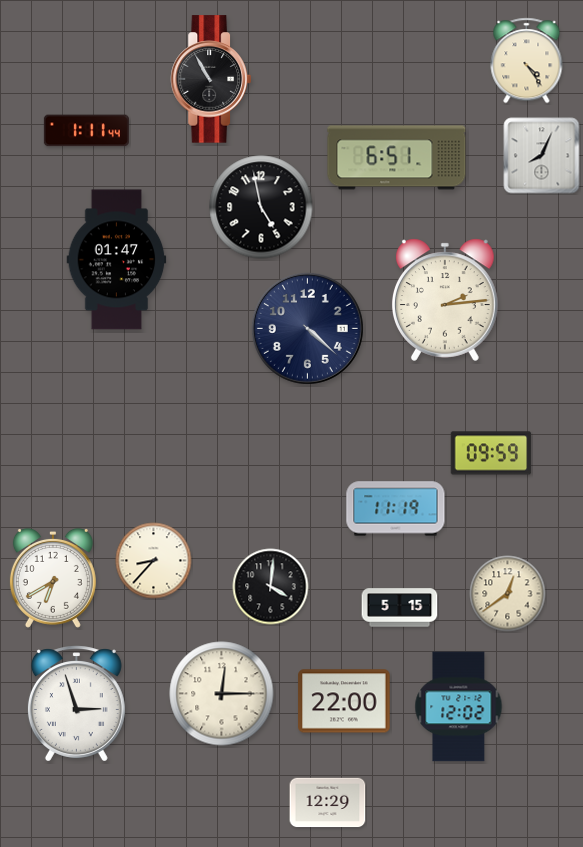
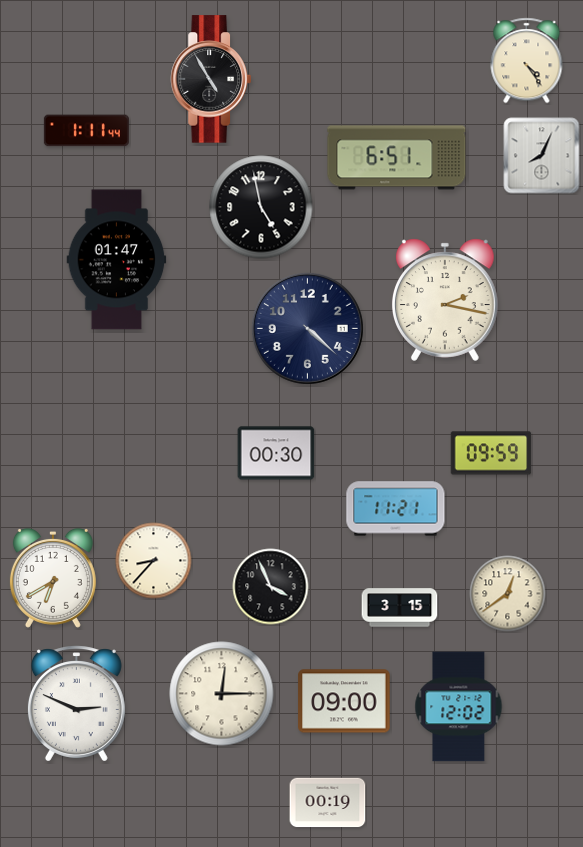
clock at (211, 79): 10:55 -> 4:55
clock at (445, 300): 2:14 -> 2:17
clock at (276, 453): none -> 00:30
clock at (396, 509): 11:19 -> 11:21
clock at (271, 587): 4:01 -> 3:56
clock at (400, 608): 5:15 -> 3:15
clock at (344, 701): 22:00 -> 09:00
clock at (76, 704): 2:57 -> 2:49
clock at (328, 803): 12:29 -> 00:19
